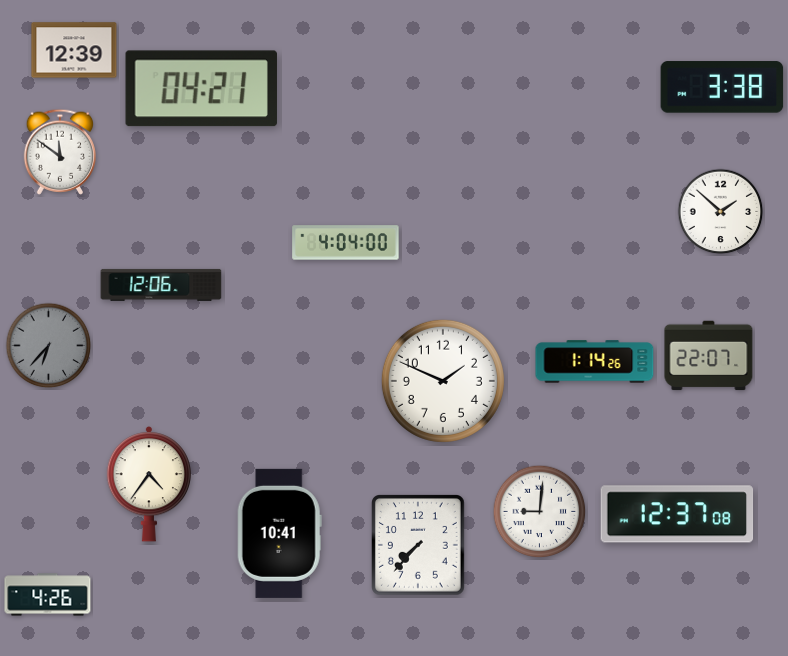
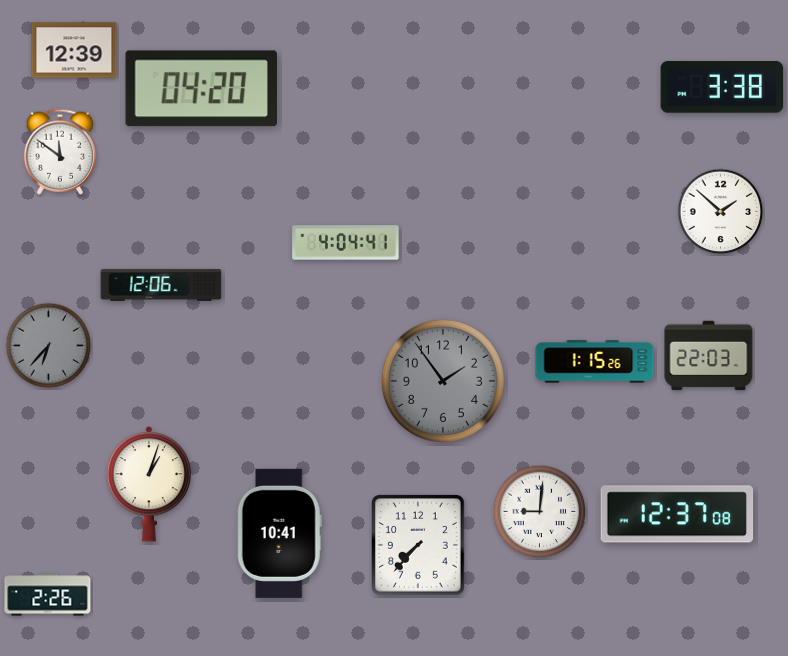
clock at (201, 89): 04:21 -> 04:20
clock at (346, 243): 4:04:00 -> 4:04:41
clock at (709, 356): 22:07 -> 22:03
clock at (595, 362): 1:14 -> 1:15
clock at (443, 381): 1:49 -> 1:54
clock at (443, 381) dial: white -> grey
clock at (149, 484): 4:36 -> 1:03
clock at (48, 595): 4:26 -> 2:26
